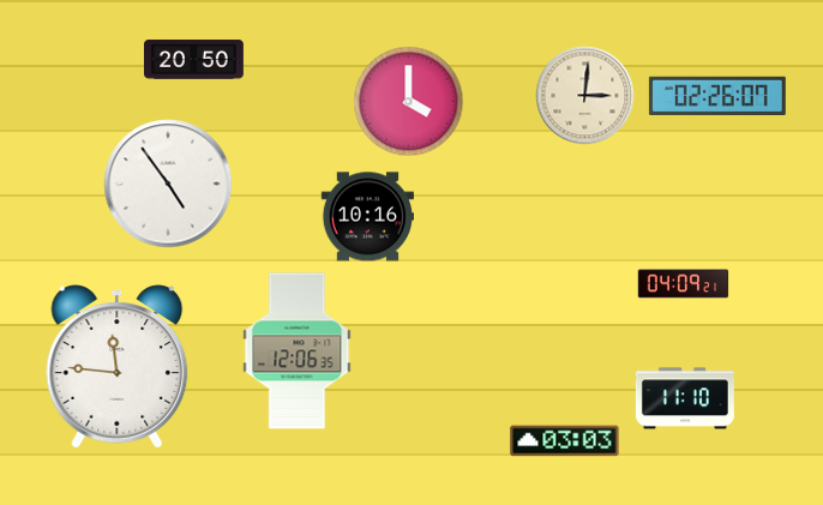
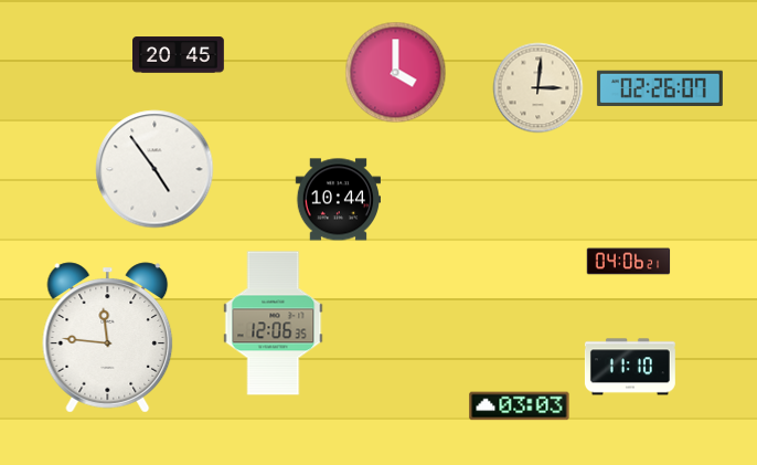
clock at (194, 60): 20:50 -> 20:45
clock at (409, 102) position: (409, 102) -> (396, 73)
clock at (367, 217): 10:16 -> 10:44
clock at (684, 284): 04:09 -> 04:06
